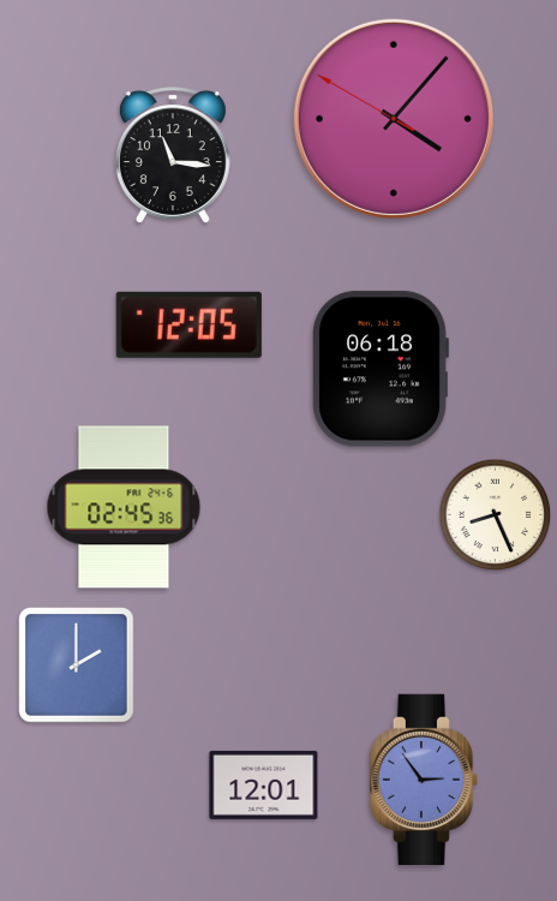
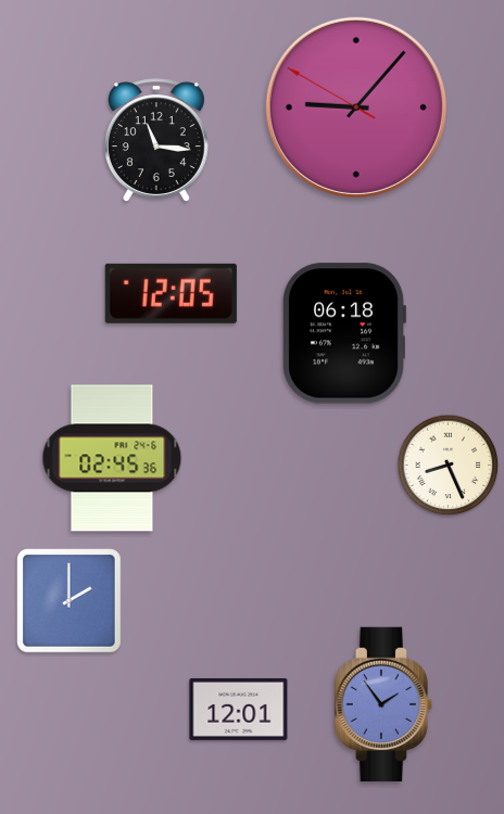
clock at (394, 119): 4:06 -> 9:06
clock at (423, 778): 2:54 -> 1:54
